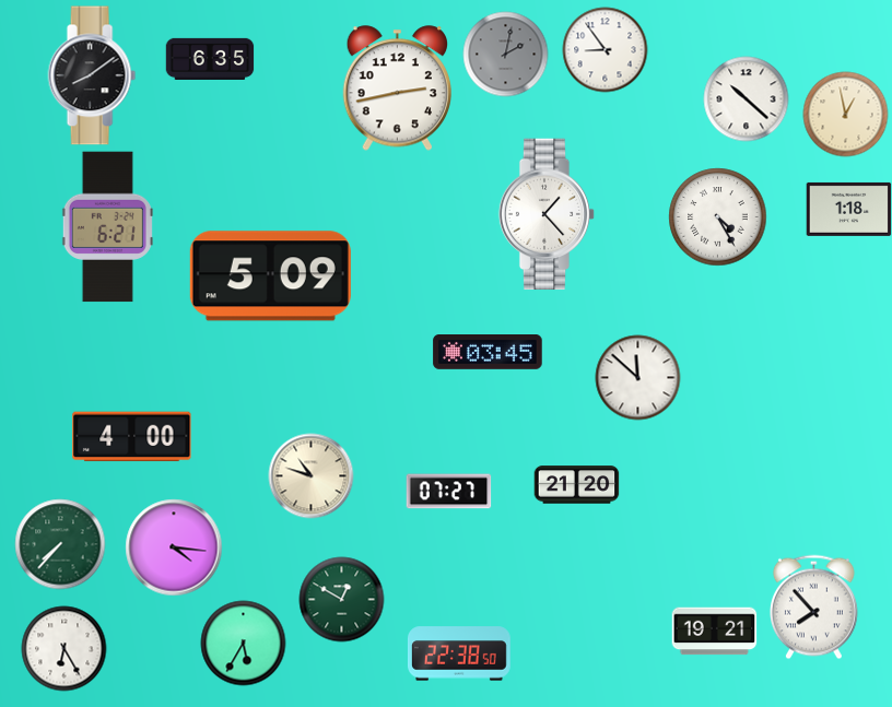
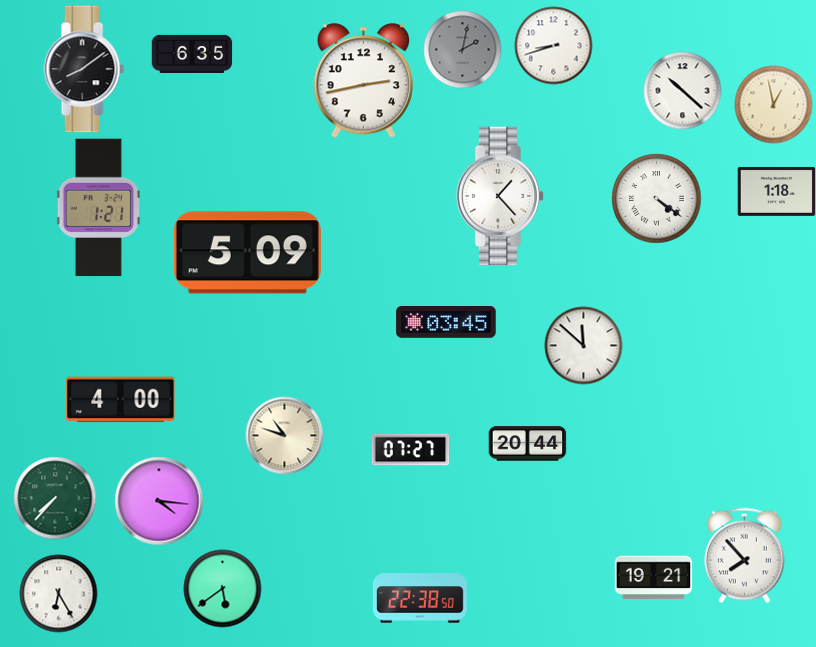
clock at (605, 49): 8:54 -> 8:42
clock at (717, 216): 4:25 -> 4:21
clock at (107, 227): 6:21 -> 1:21
clock at (576, 485): 21:20 -> 20:44
clock at (341, 599): 12:50 -> none
clock at (243, 643): 5:35 -> 5:39
